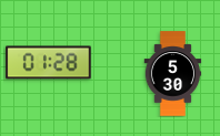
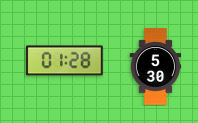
clock at (49, 63) position: (49, 63) -> (65, 61)
